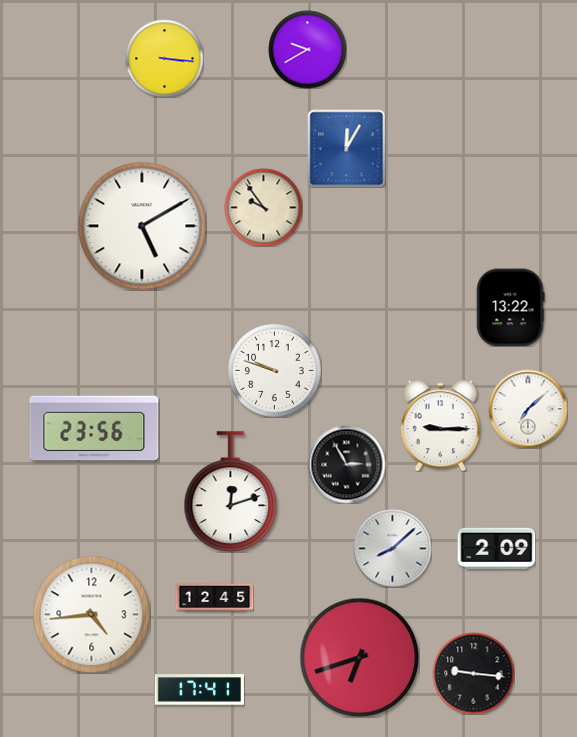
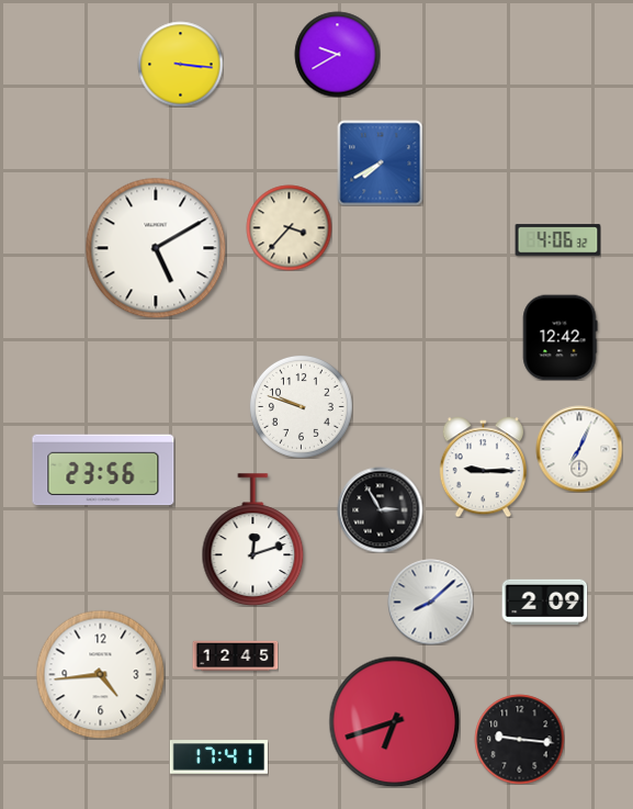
clock at (346, 148): 12:05 -> 7:40
clock at (263, 207): 9:54 -> 3:37
clock at (557, 240): none -> 4:06
clock at (510, 307): 13:22 -> 12:42
clock at (528, 409): 7:08 -> 7:04
